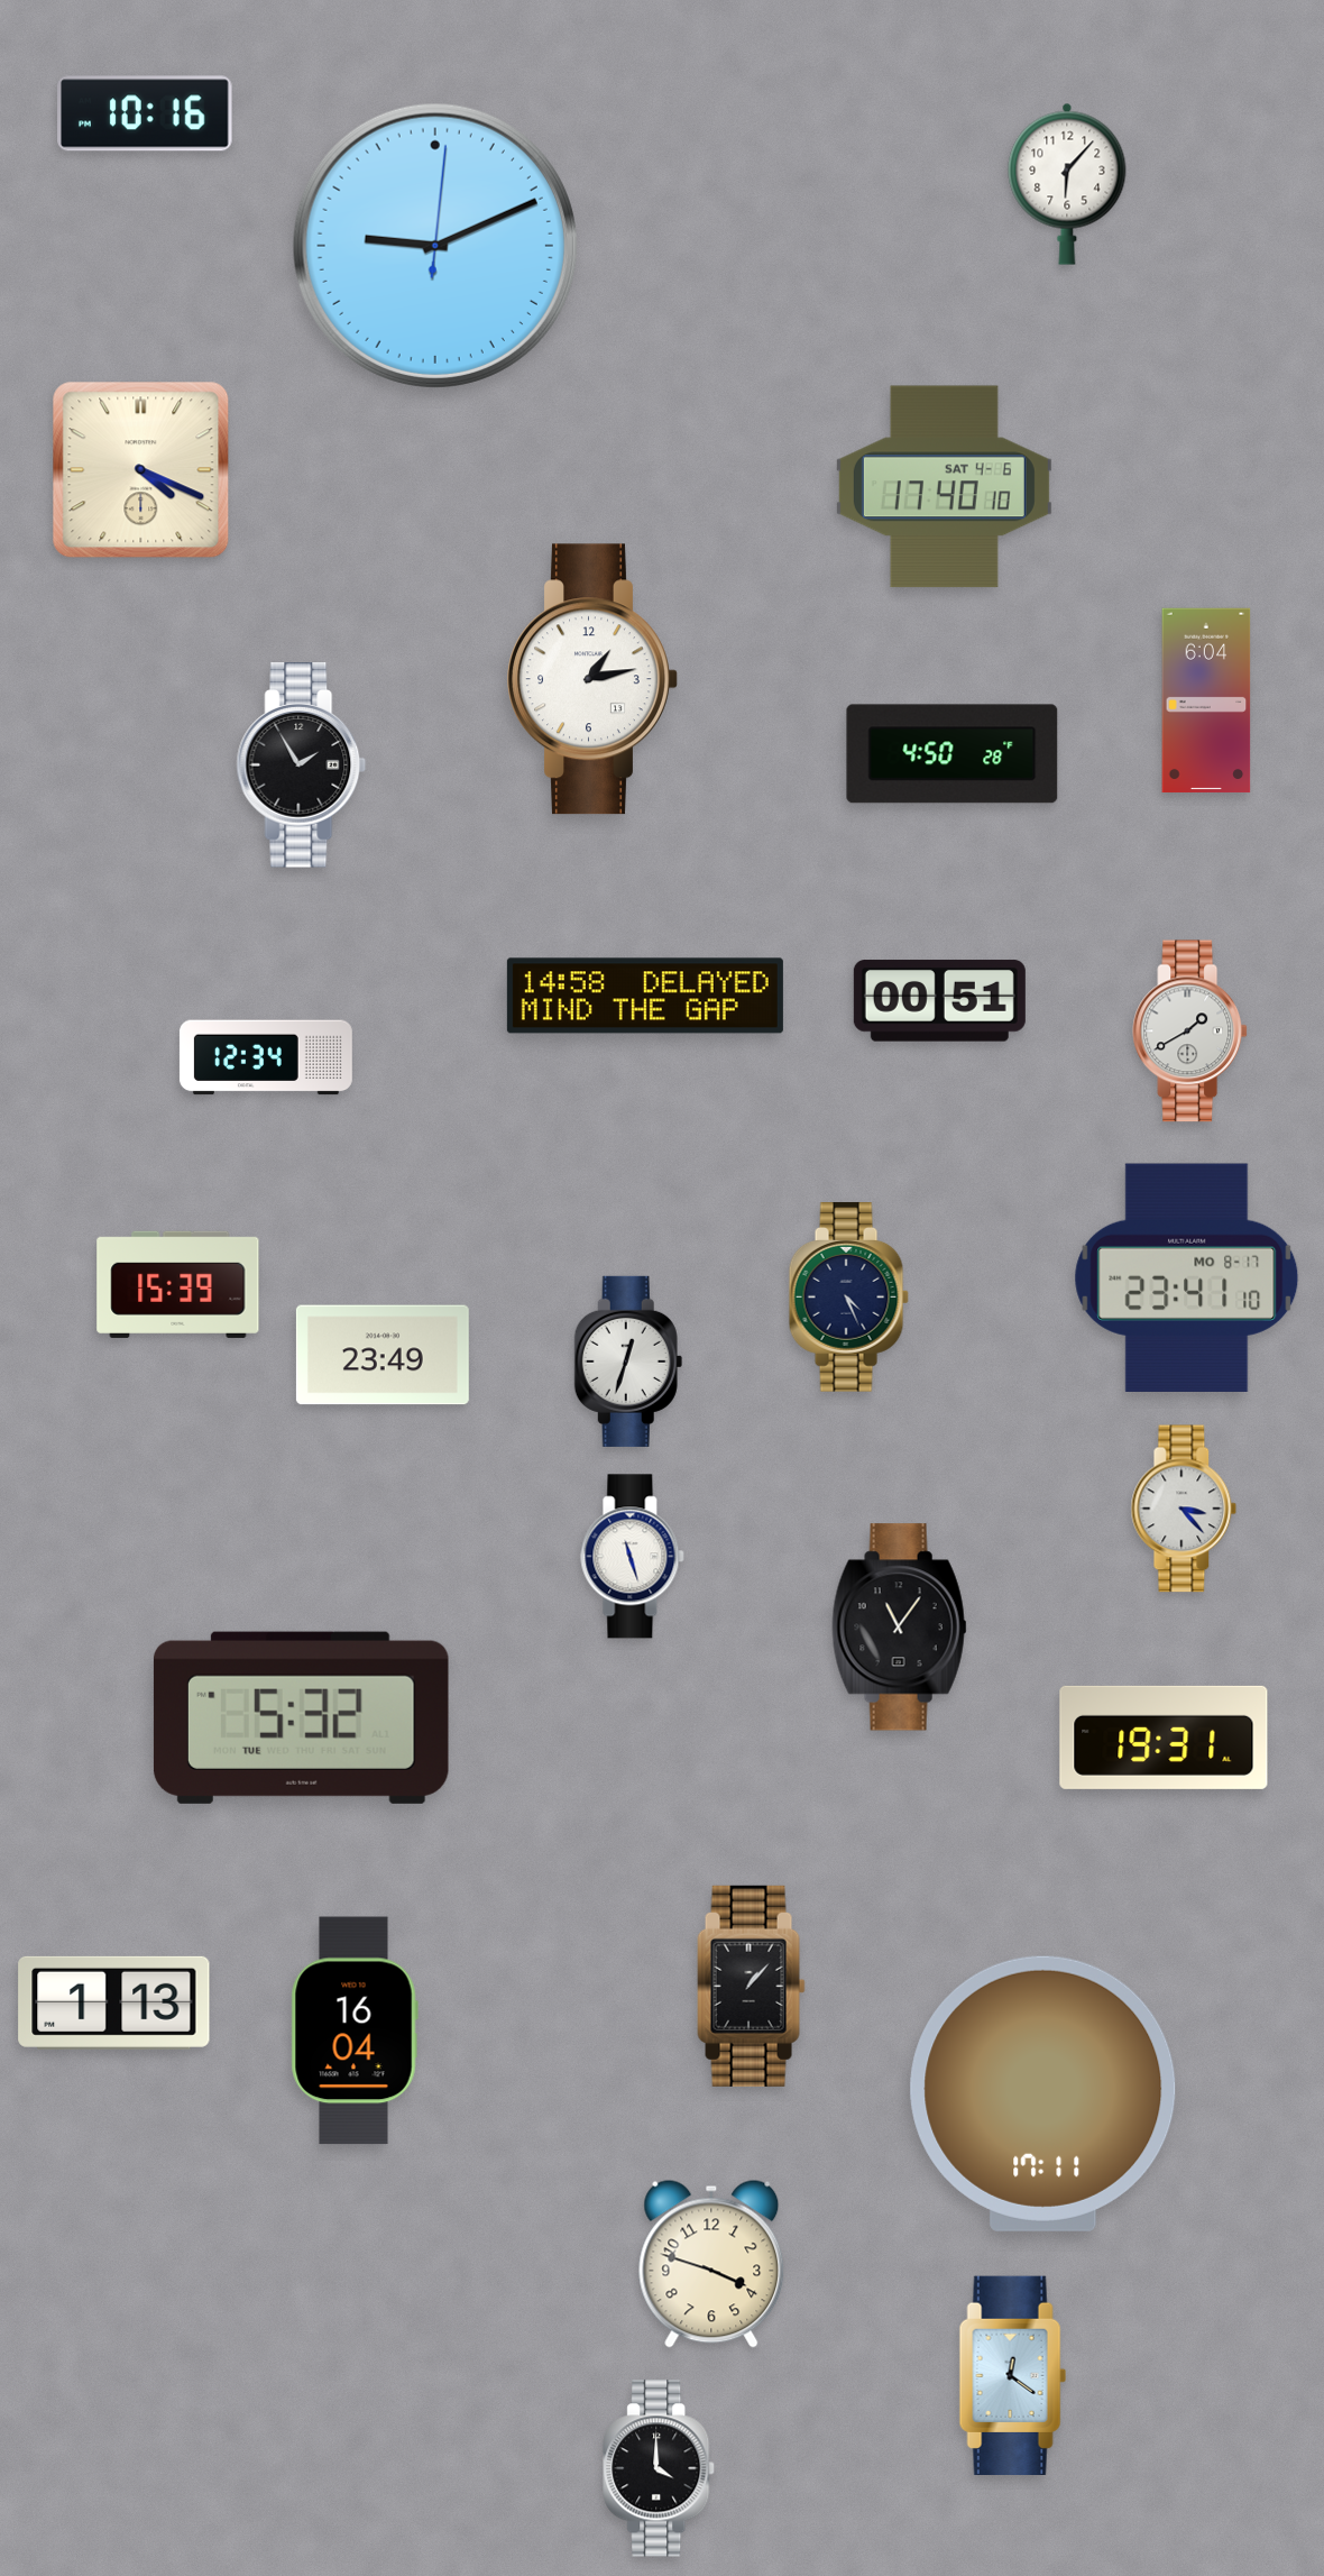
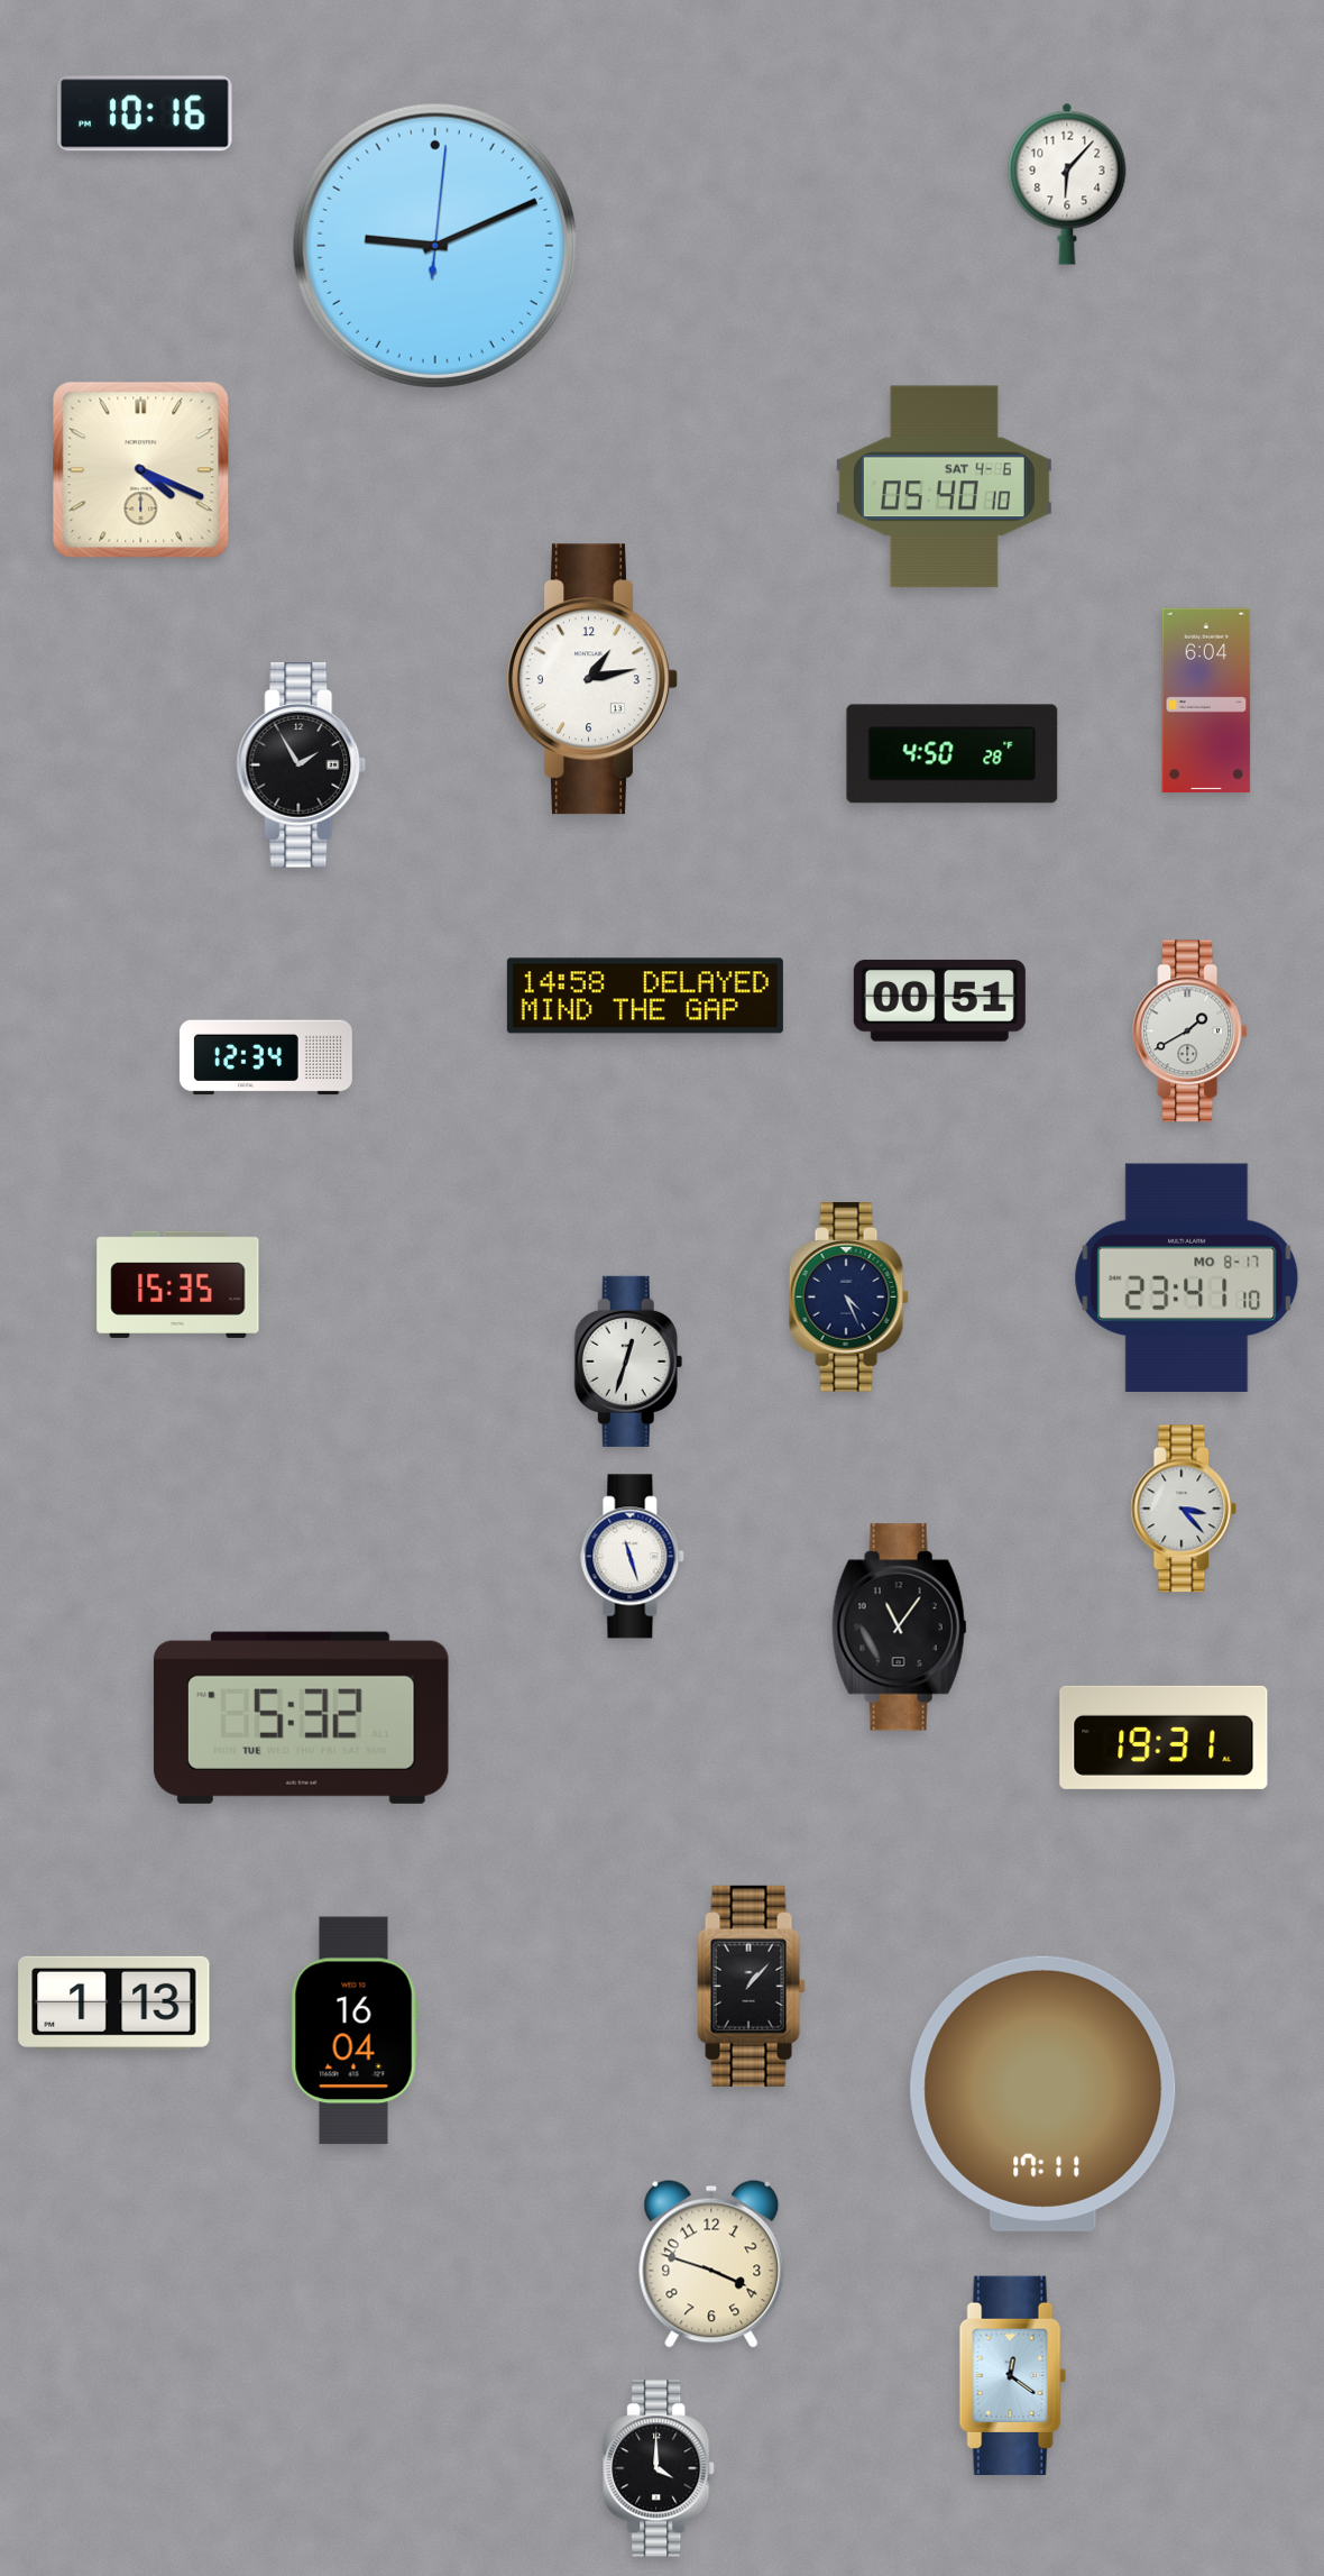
clock at (944, 487): 17:40 -> 05:40
clock at (178, 1284): 15:39 -> 15:35
clock at (383, 1355): 23:49 -> none
